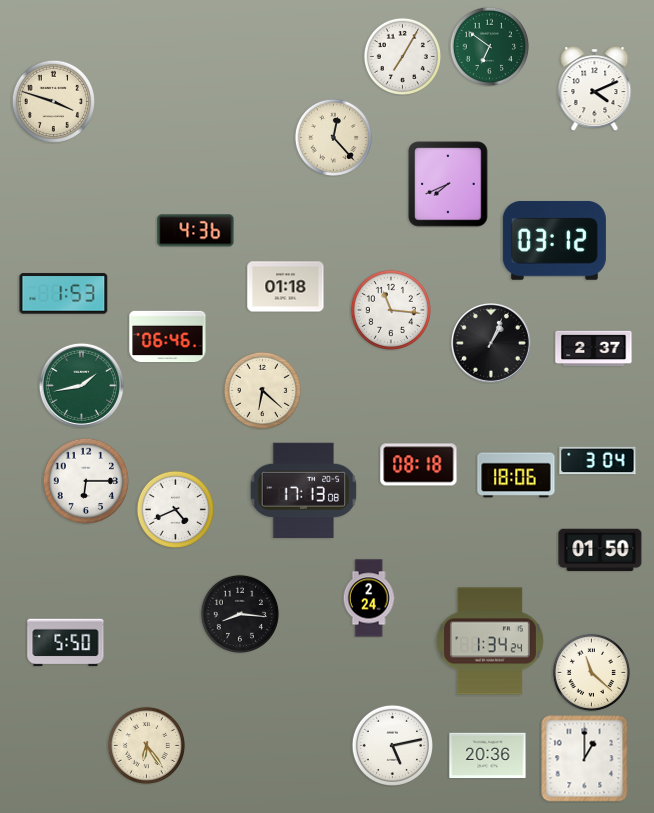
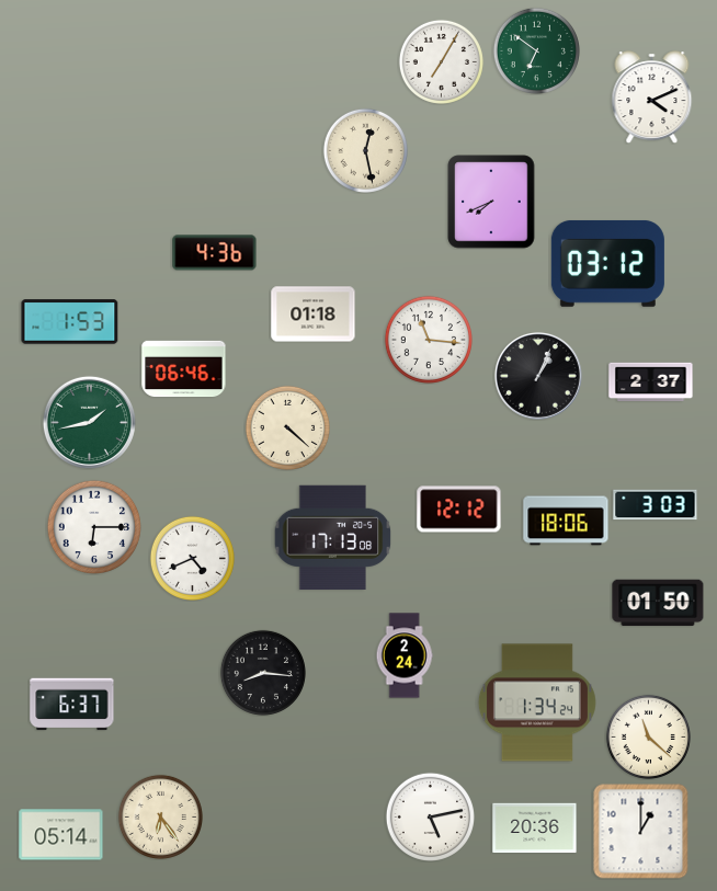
clock at (53, 101): 3:48 -> none
clock at (333, 137): 12:23 -> 12:28
clock at (262, 390): 6:22 -> 4:22
clock at (598, 461): 3:04 -> 3:03
clock at (419, 465): 08:18 -> 12:12
clock at (66, 643): 5:50 -> 6:37
clock at (61, 835): none -> 05:14
